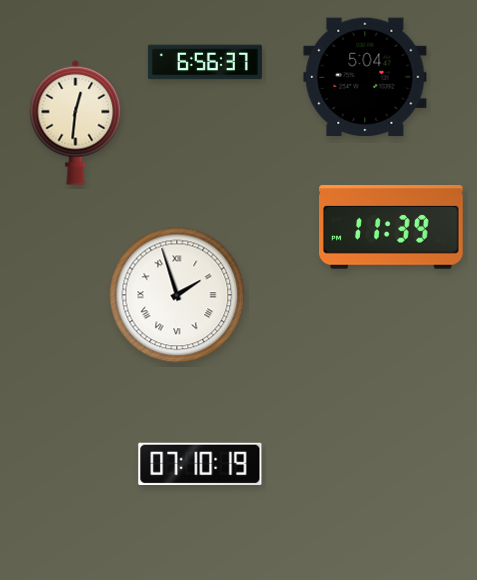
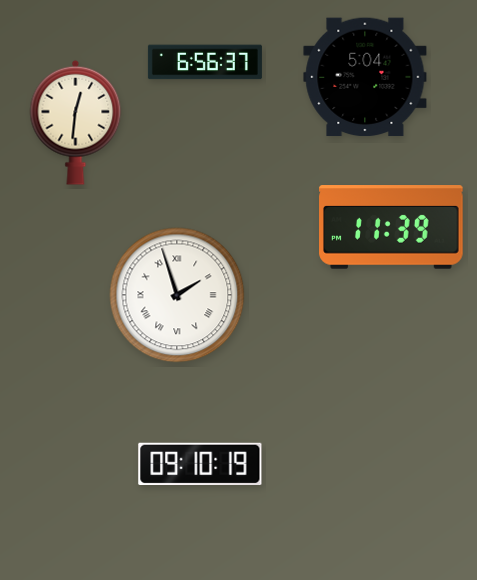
clock at (200, 463): 07:10 -> 09:10
